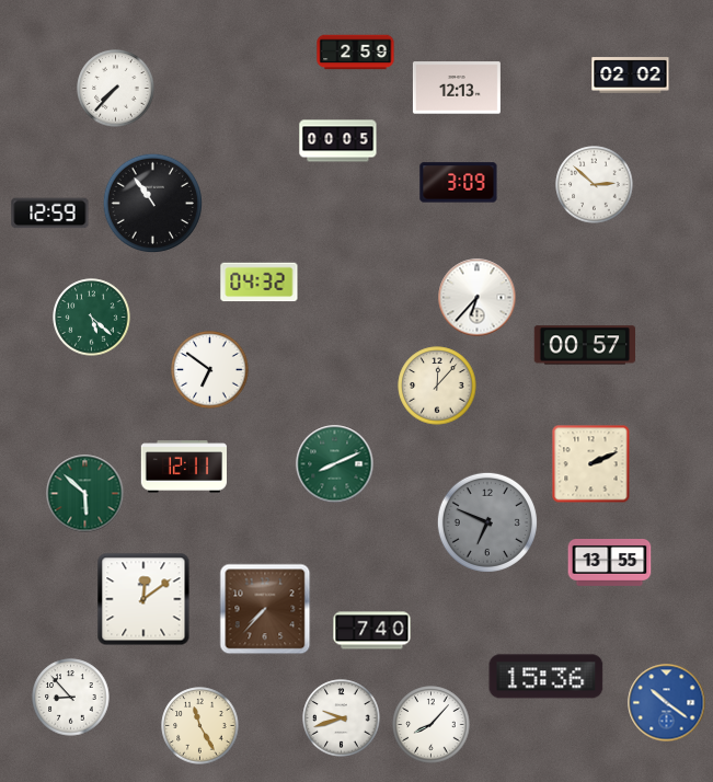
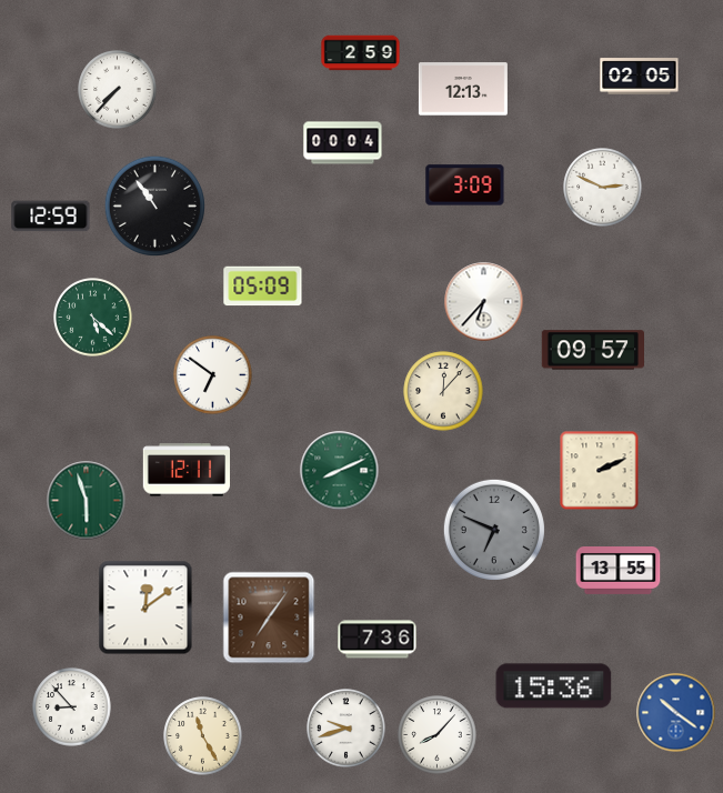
clock at (631, 76): 02:02 -> 02:05
clock at (338, 141): 00:05 -> 00:04
clock at (595, 185): 2:52 -> 2:49
clock at (260, 283): 04:32 -> 05:09
clock at (92, 318) position: (92, 318) -> (93, 318)
clock at (585, 345): 00:57 -> 09:57
clock at (183, 467) position: (183, 467) -> (185, 470)
clock at (85, 494): 5:52 -> 5:57
clock at (265, 609): 7:37 -> 7:06
clock at (372, 631): 7:40 -> 7:36
